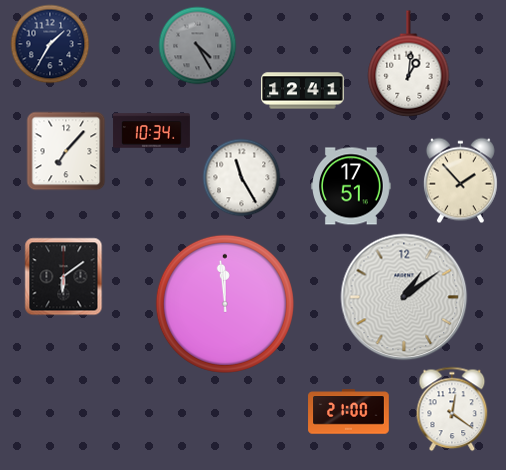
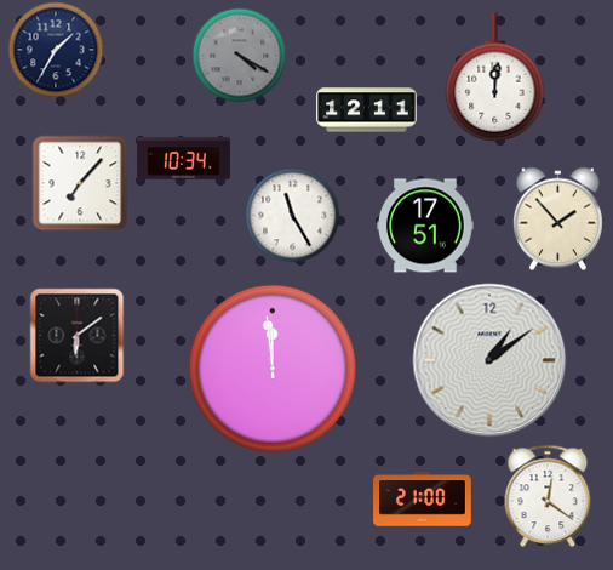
clock at (50, 44) position: (50, 44) -> (56, 50)
clock at (197, 45): 4:25 -> 4:20
clock at (409, 64): 1:01 -> 12:01
clock at (303, 91): 12:41 -> 12:11
